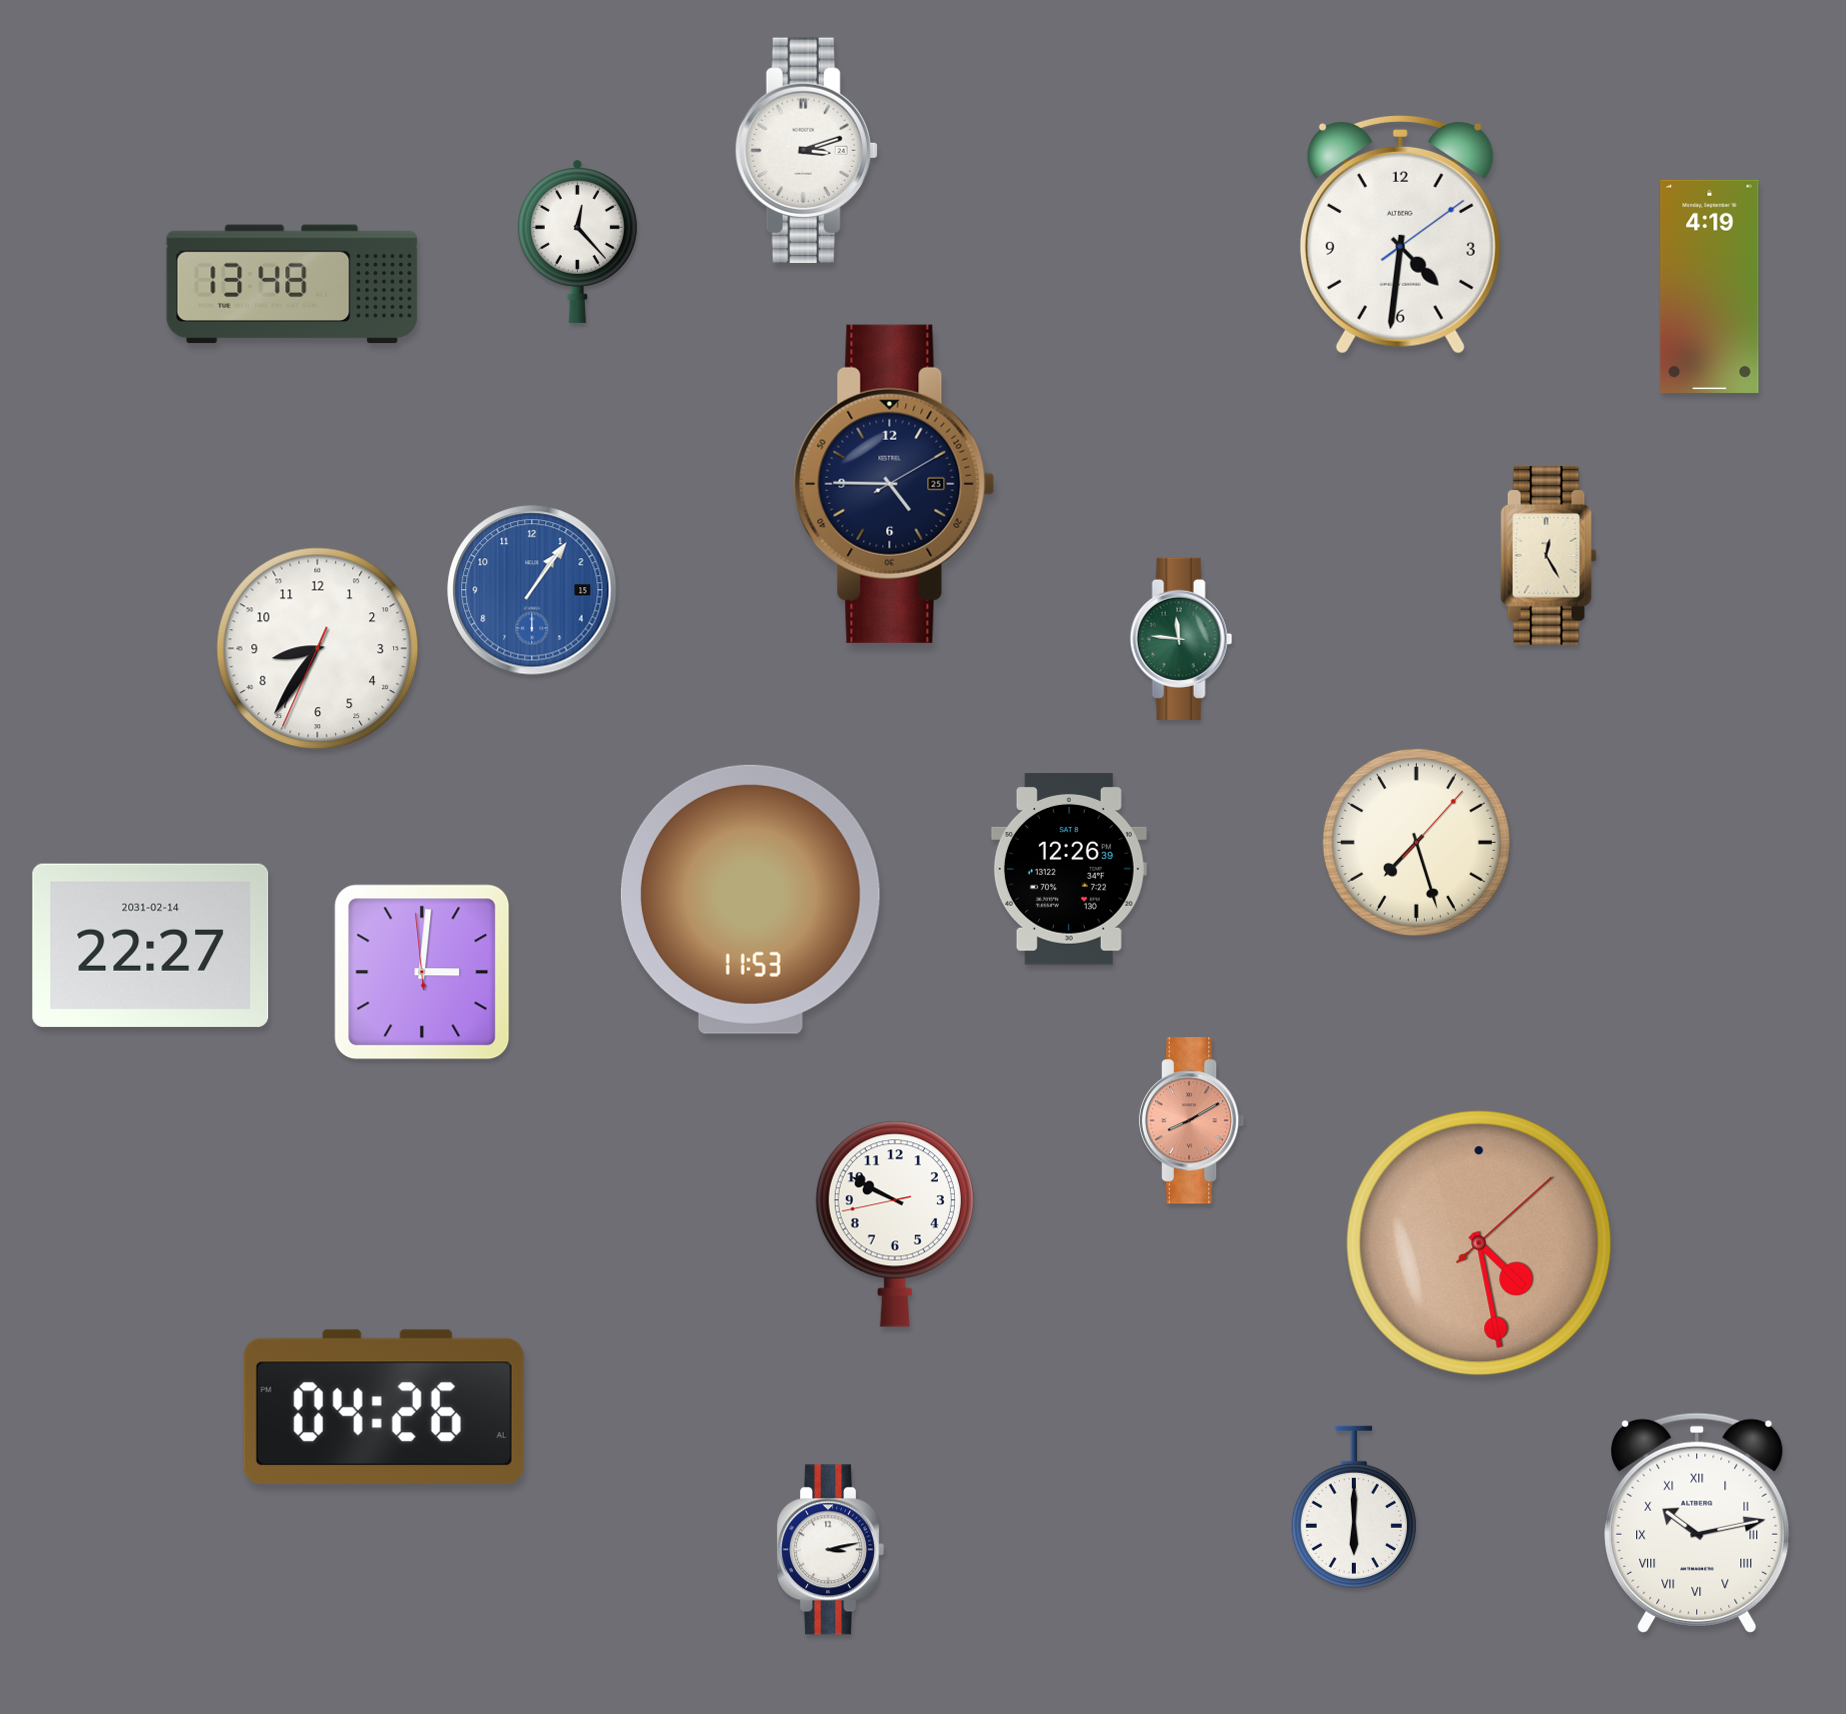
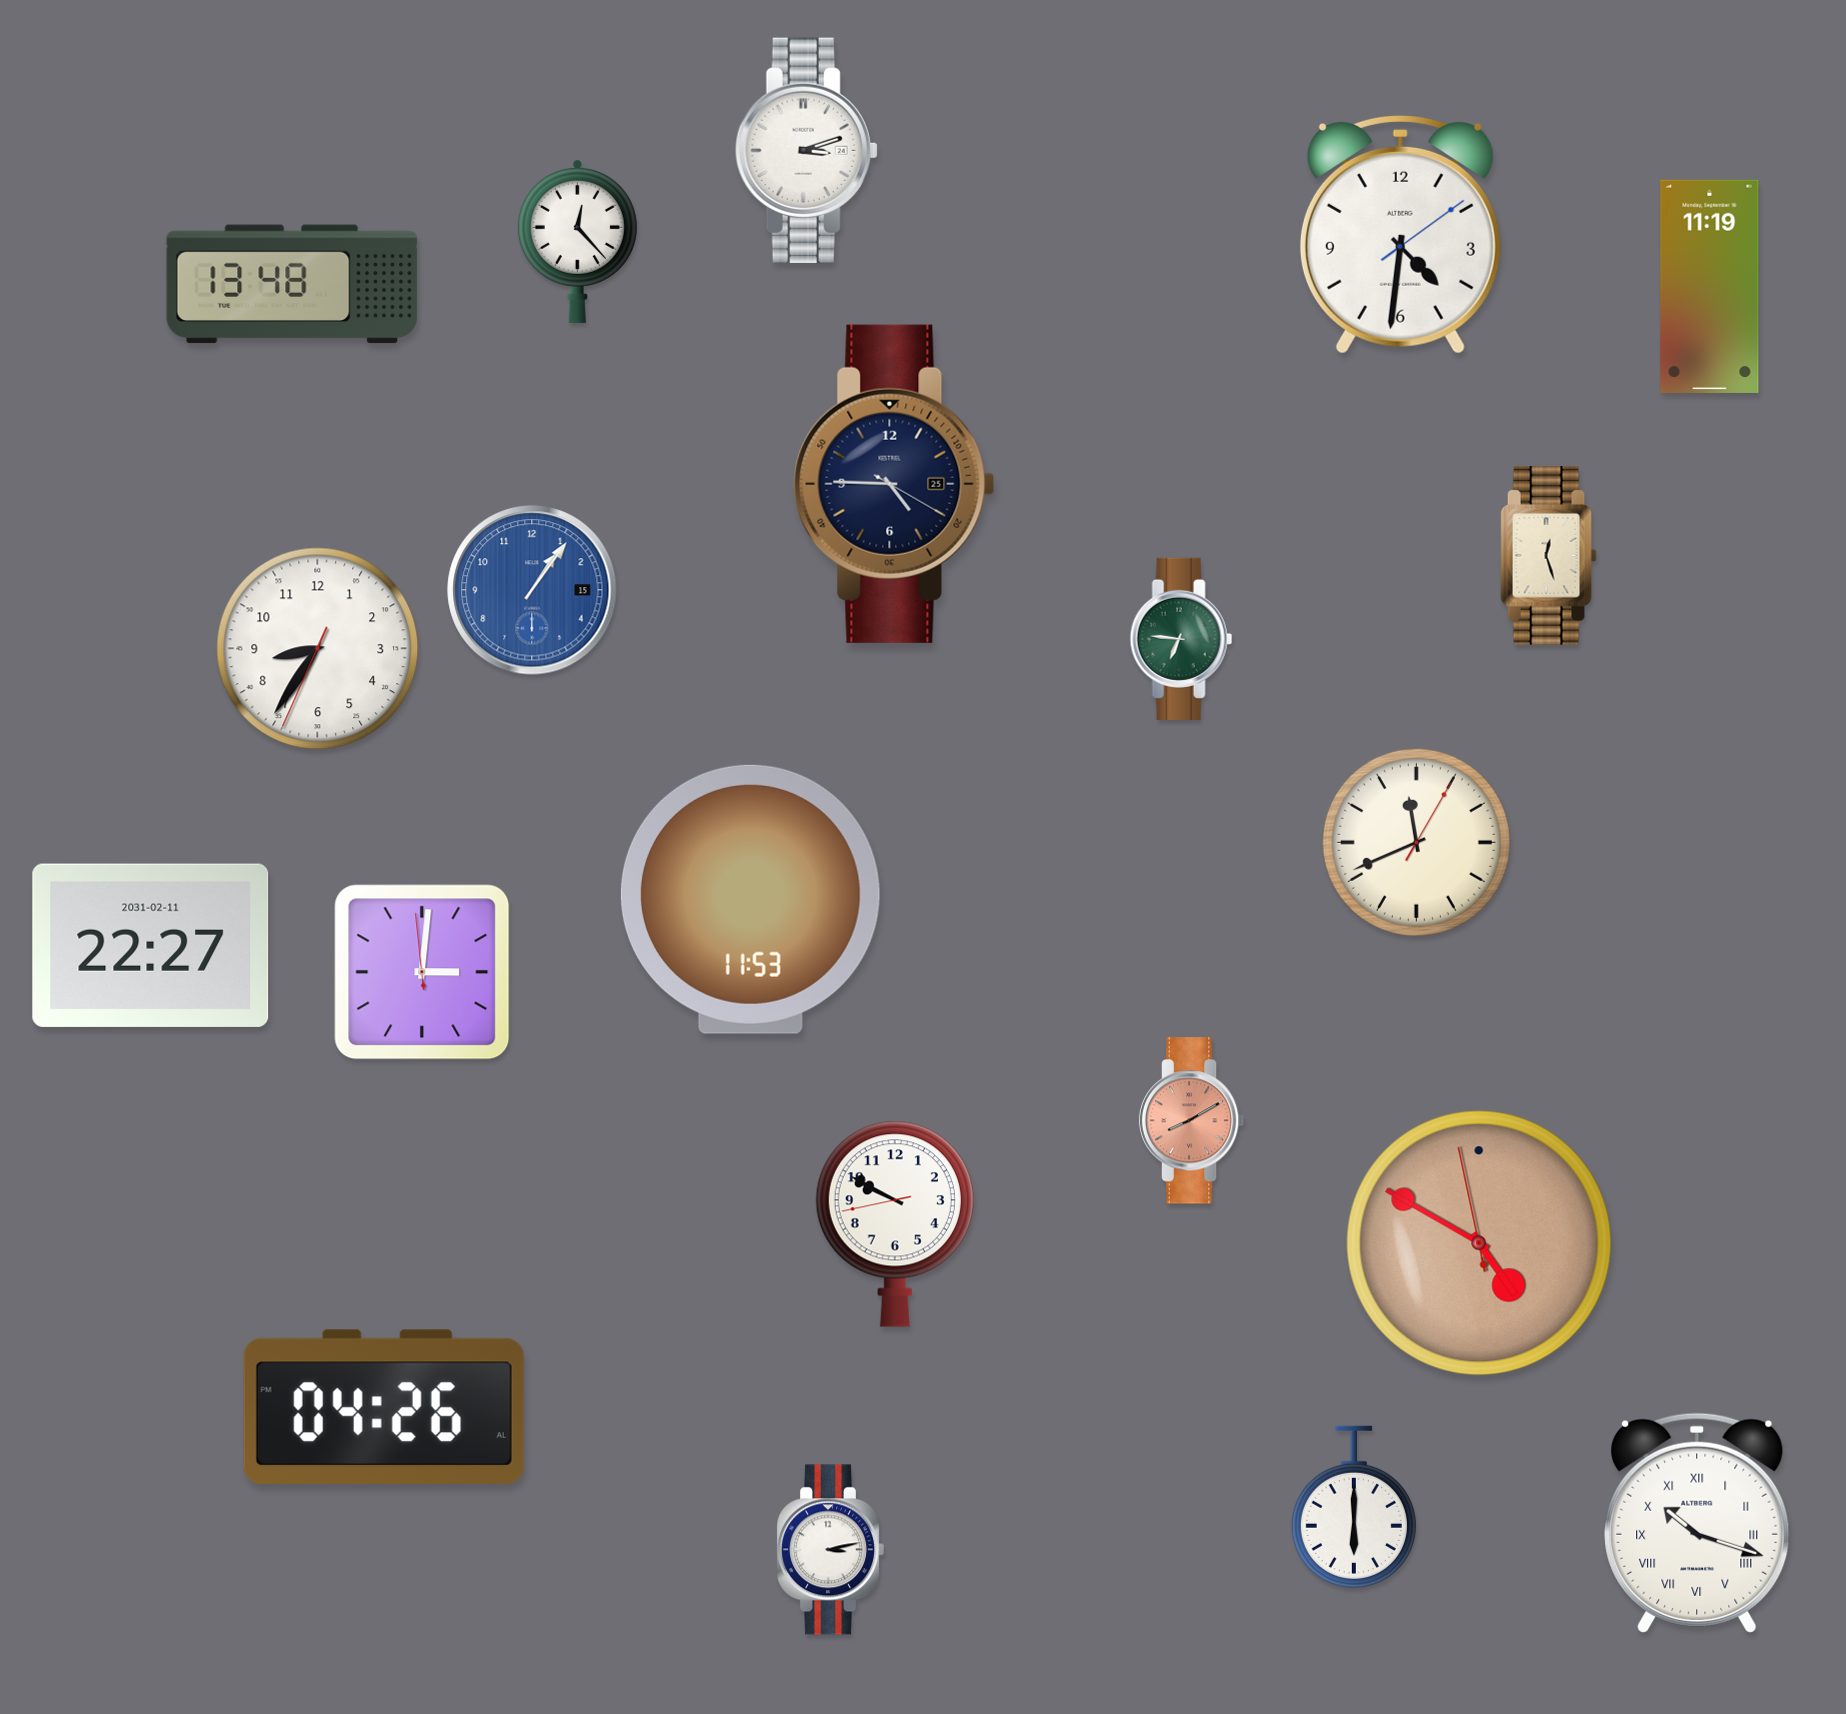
clock at (1710, 286): 4:19 -> 11:19
clock at (894, 484): 4:45:10 -> 4:45:20
clock at (1549, 556): 12:25 -> 12:27
clock at (1181, 639): 11:46 -> 6:46
clock at (1416, 842): 7:27 -> 11:41
clock at (1069, 869): 12:26 -> none
clock at (151, 945) date: 2031-02-14 -> 2031-02-11
clock at (1479, 1243): 4:28 -> 4:49
clock at (1697, 1523): 10:13 -> 10:18
